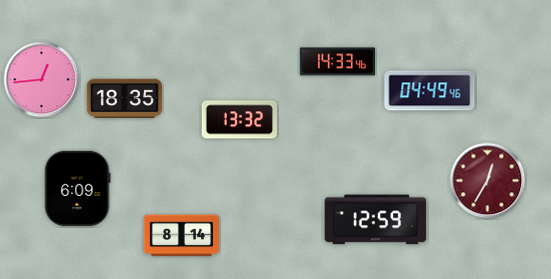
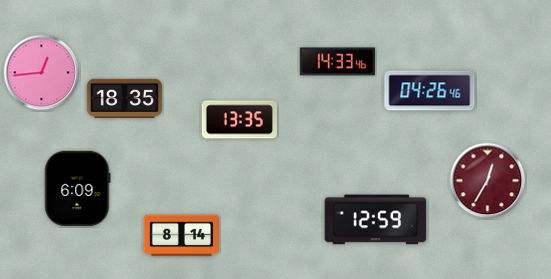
clock at (42, 80) position: (42, 80) -> (42, 73)
clock at (430, 91): 04:49 -> 04:26
clock at (239, 120): 13:32 -> 13:35
